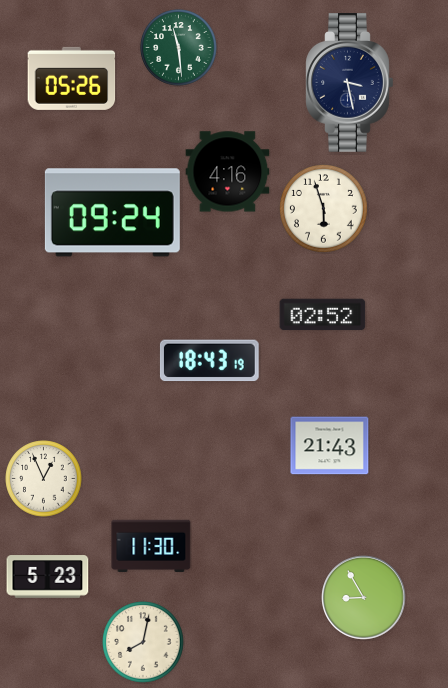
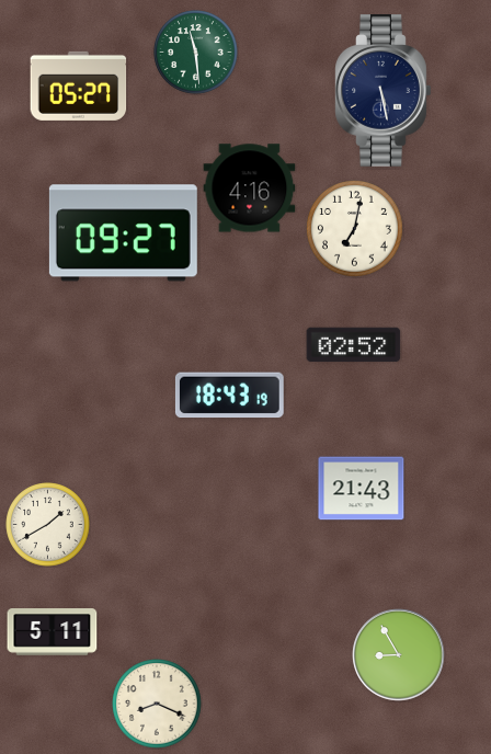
clock at (72, 78): 05:26 -> 05:27
clock at (350, 83): 3:28 -> 5:28
clock at (324, 209): 5:57 -> 7:02
clock at (112, 213): 09:24 -> 09:27
clock at (44, 479): 12:56 -> 1:40
clock at (151, 546): 11:30 -> none
clock at (48, 577): 5:23 -> 5:11
clock at (143, 642): 8:02 -> 8:19
